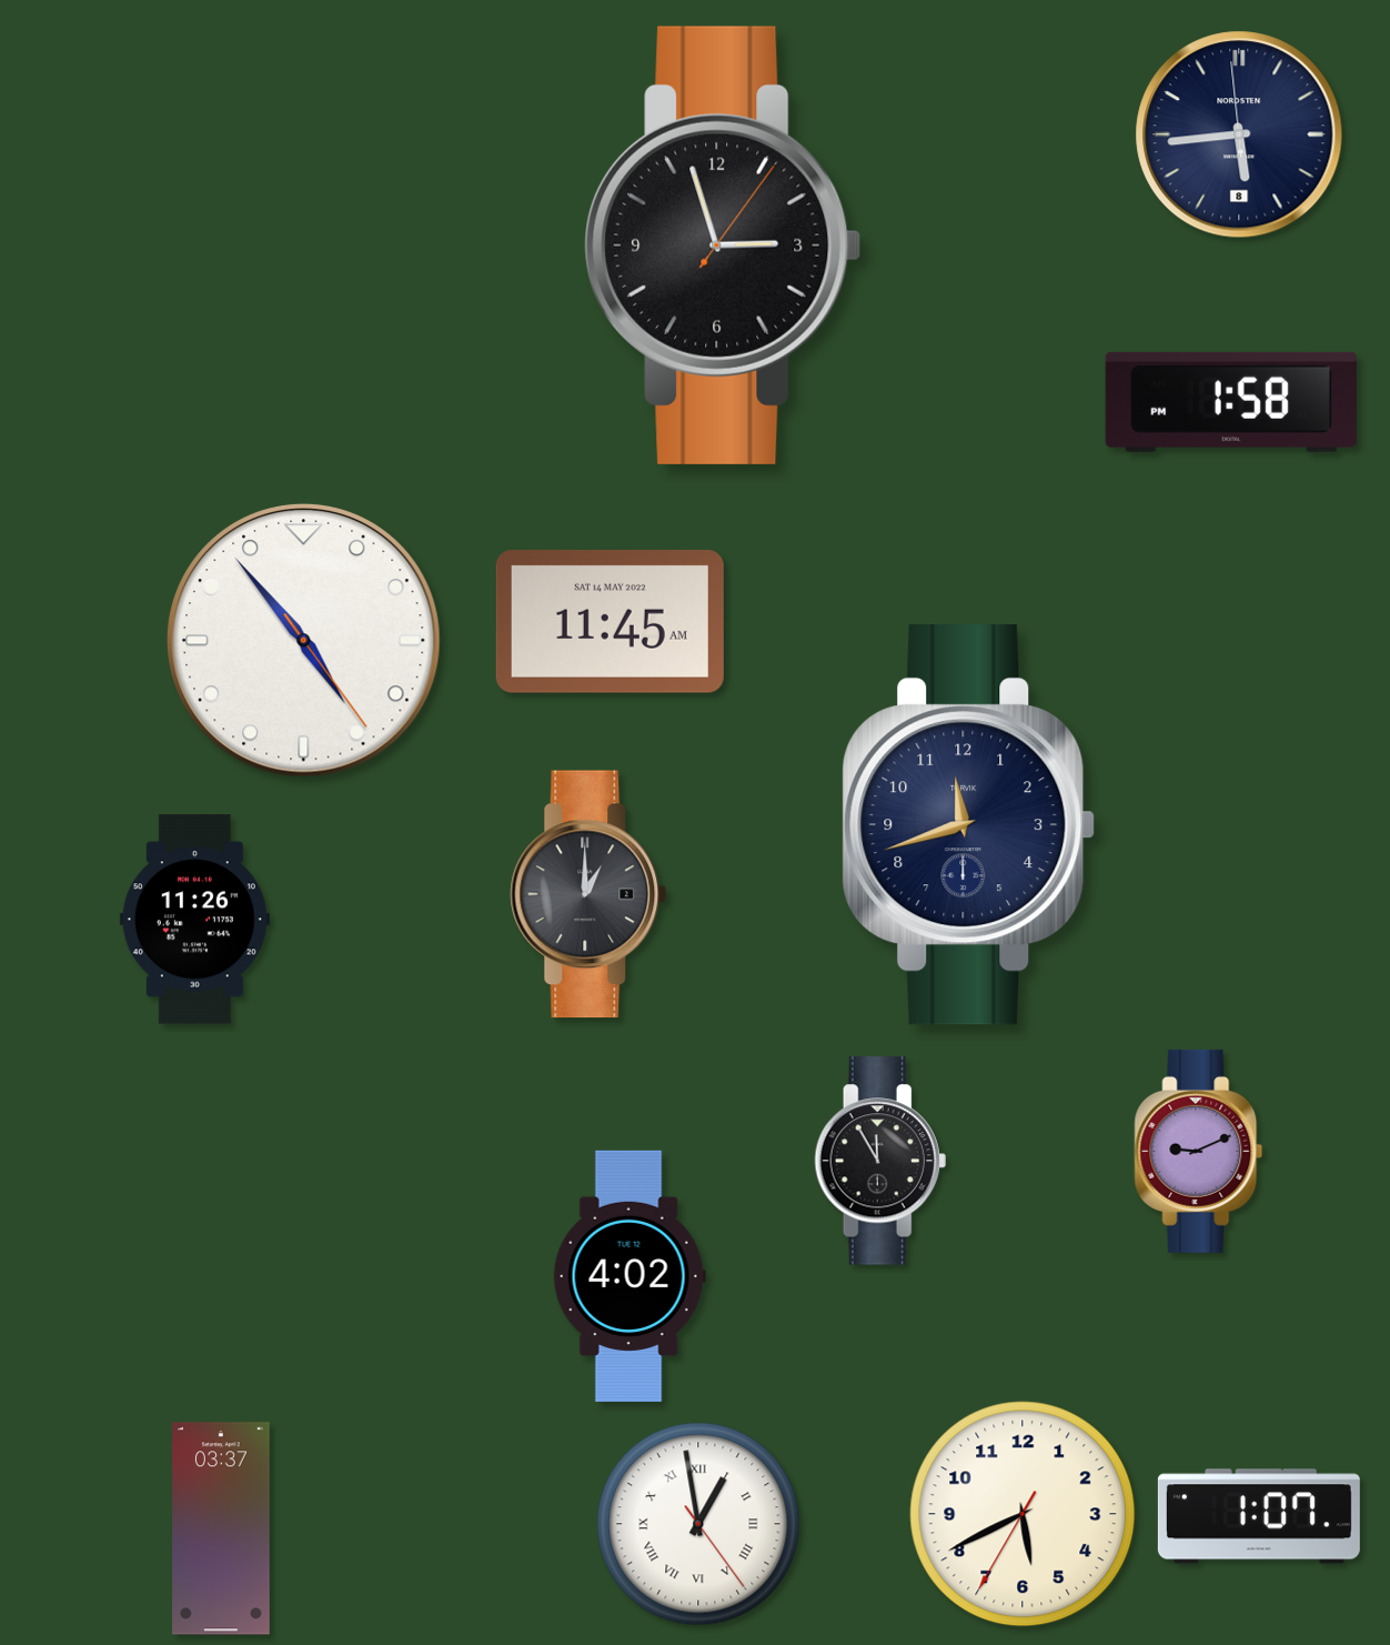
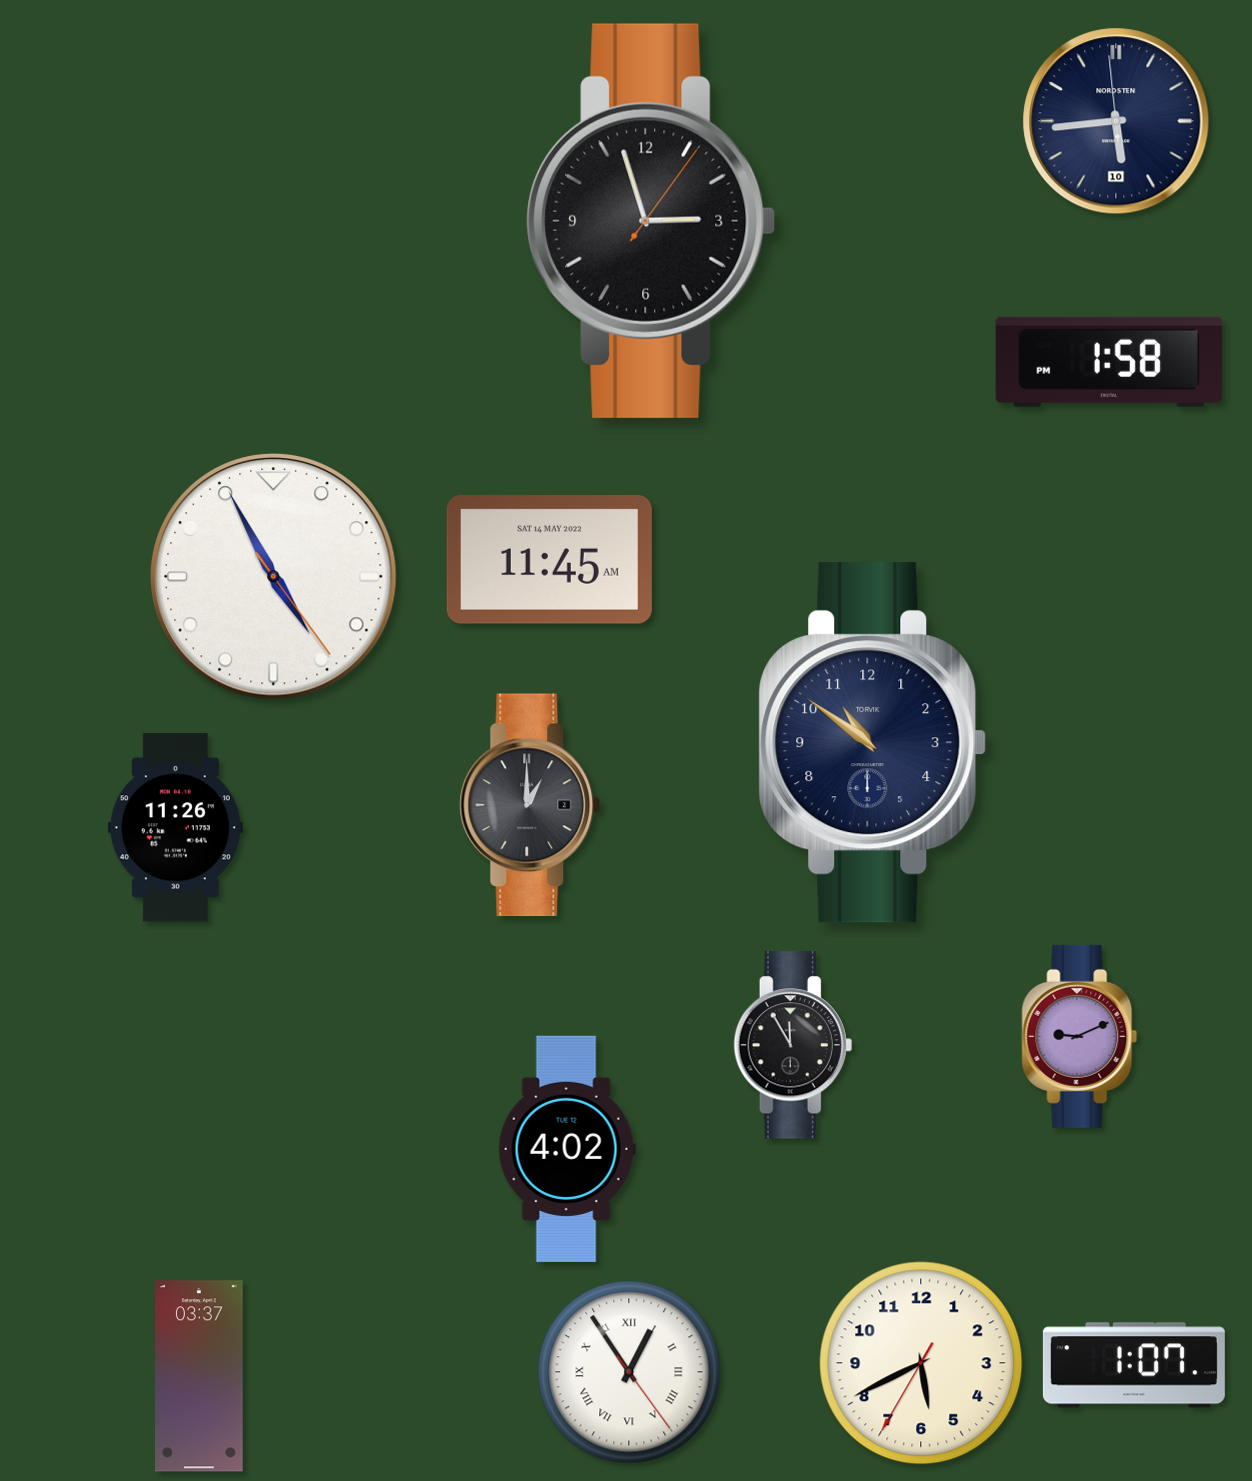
clock at (1239, 134) date: 8 -> 10
clock at (304, 641): 4:53 -> 4:55
clock at (969, 825): 11:42 -> 10:51
clock at (698, 1524): 12:58 -> 12:54
